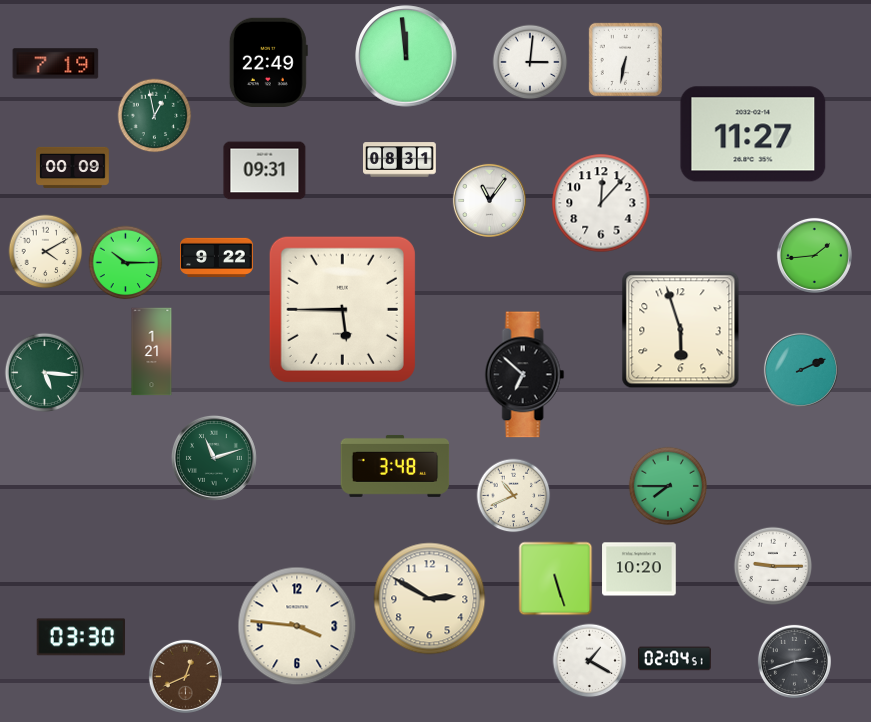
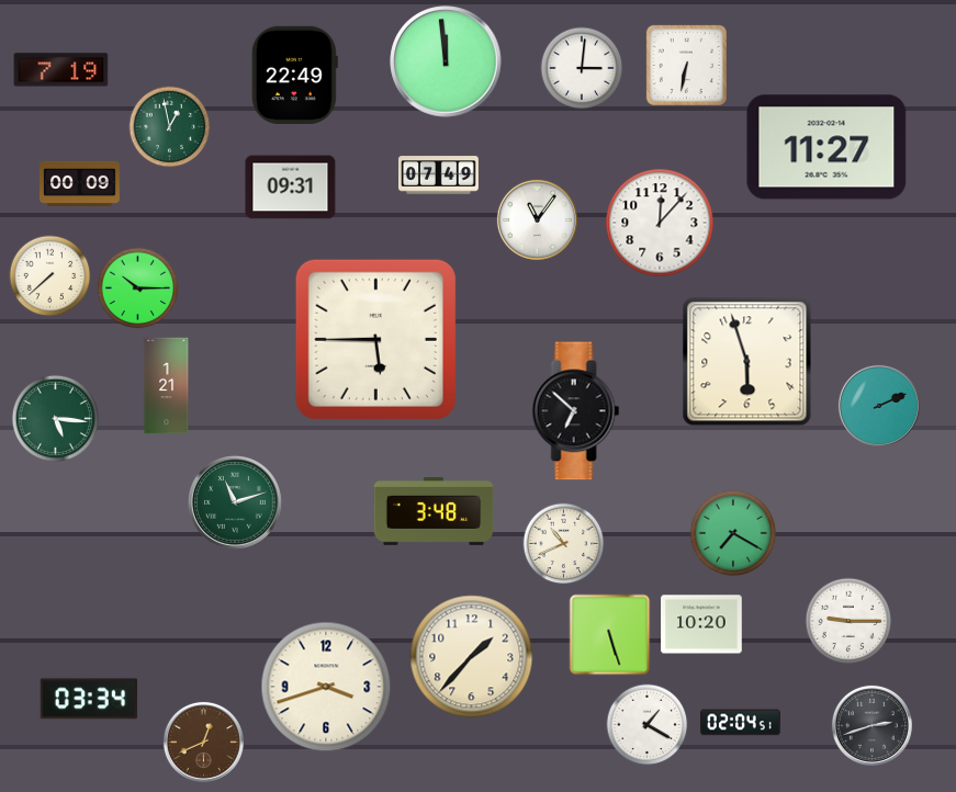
clock at (268, 62) position: (268, 62) -> (294, 75)
clock at (400, 160): 08:31 -> 07:49
clock at (46, 252): 4:10 -> 7:38
clock at (814, 255): 1:44 -> none
clock at (217, 257): 9:22 -> none
clock at (44, 372) position: (44, 372) -> (55, 418)
clock at (668, 486): 7:45 -> 7:20
clock at (430, 599): 2:50 -> 1:37
clock at (297, 626): 3:46 -> 3:42
clock at (81, 637): 03:30 -> 03:34
